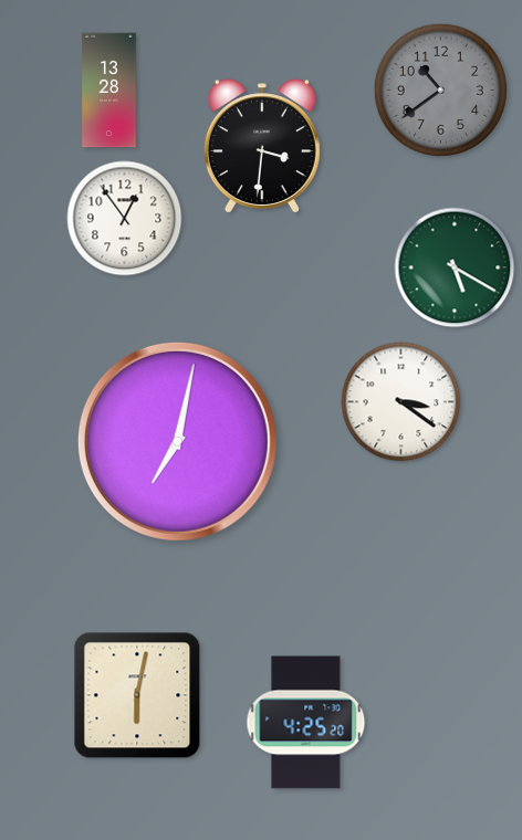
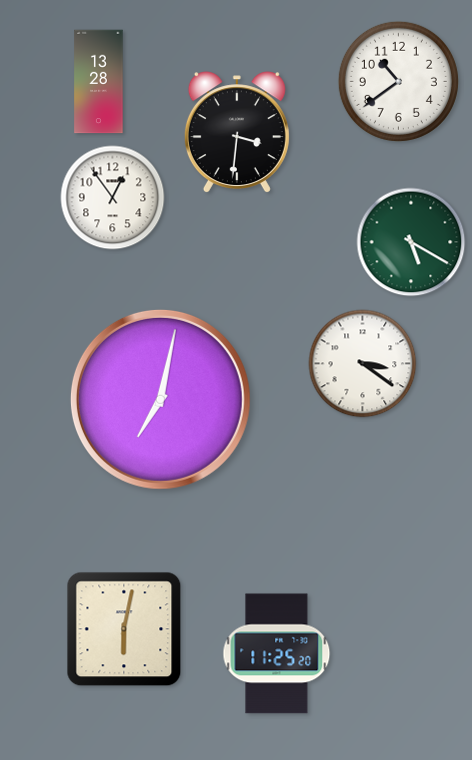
clock at (440, 90) dial: grey -> white
clock at (306, 723): 4:25 -> 11:25
